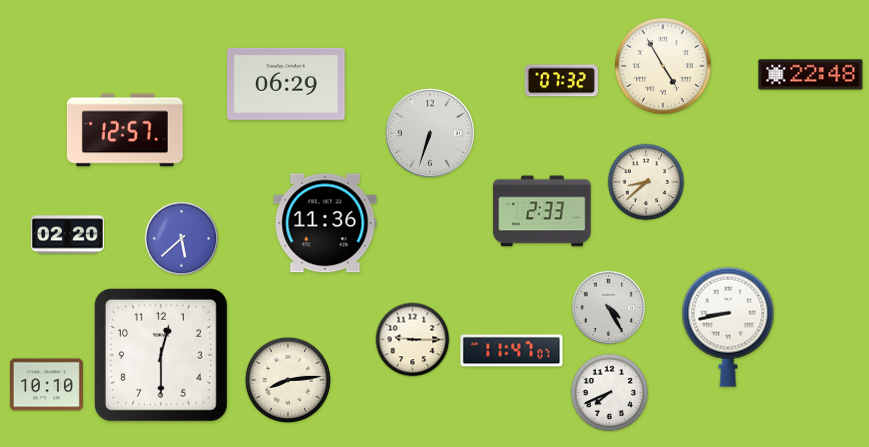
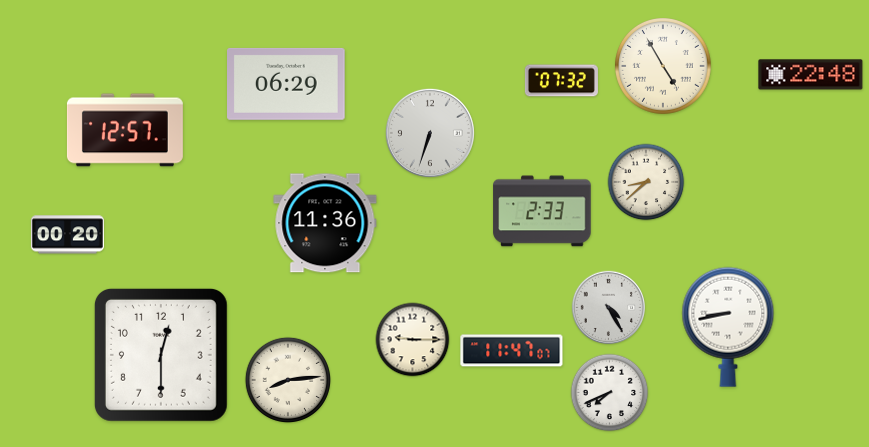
clock at (67, 235): 02:20 -> 00:20
clock at (182, 239): 5:38 -> none
clock at (46, 385): 10:10 -> none
